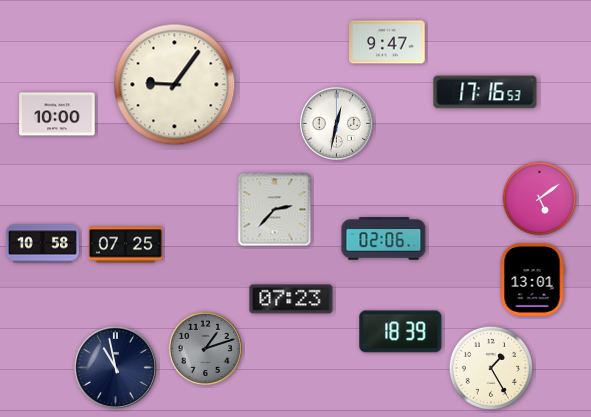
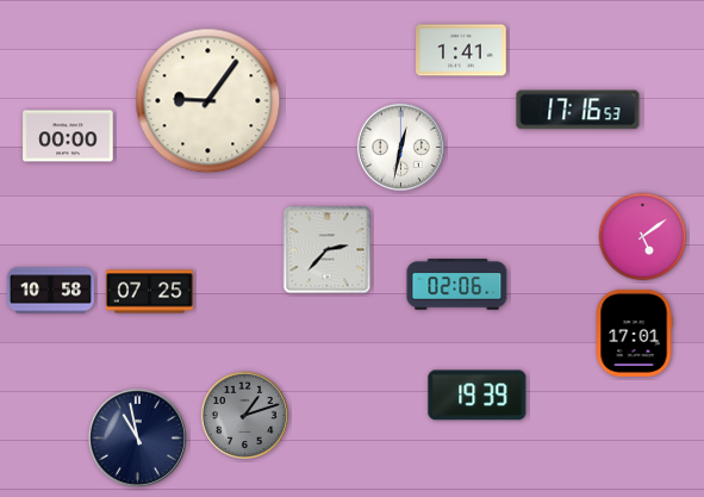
clock at (387, 42): 9:47 -> 1:41
clock at (57, 114): 10:00 -> 00:00
clock at (532, 279): 13:01 -> 17:01
clock at (291, 299): 07:23 -> none
clock at (401, 332): 18:39 -> 19:39
clock at (491, 368): 1:25 -> none
